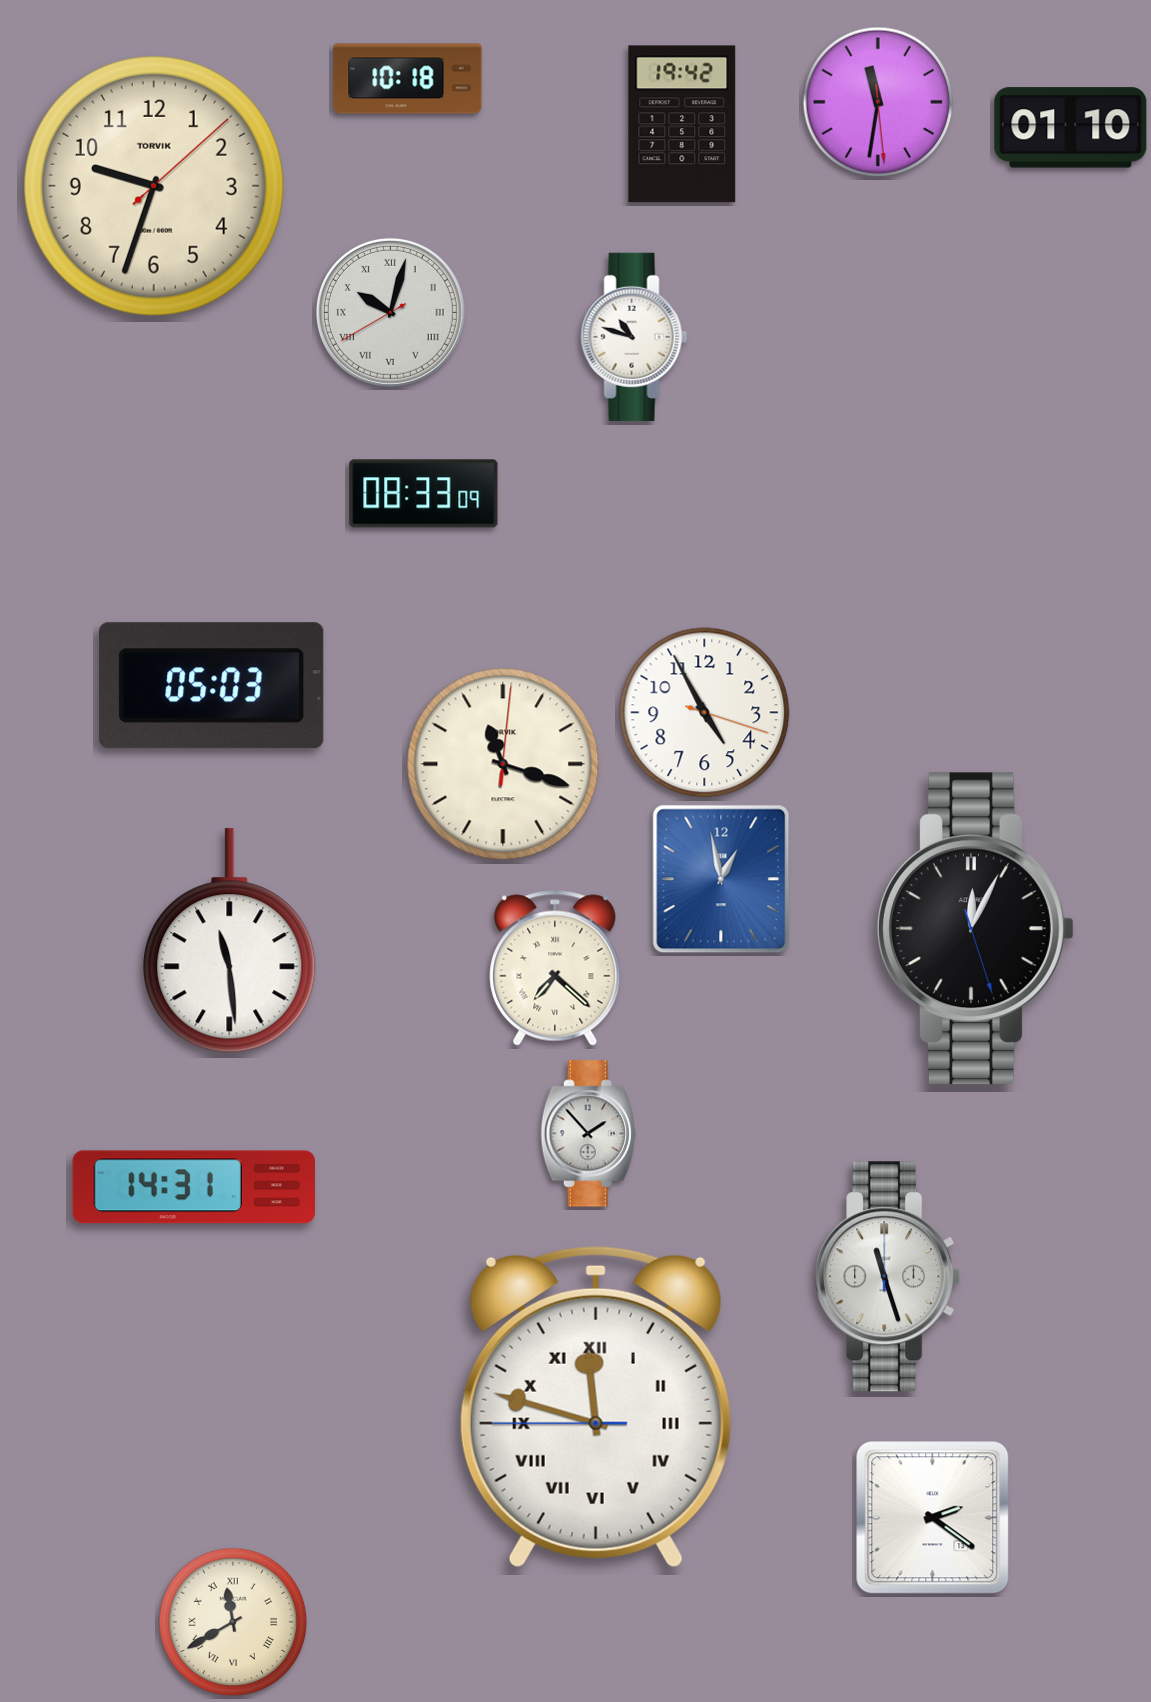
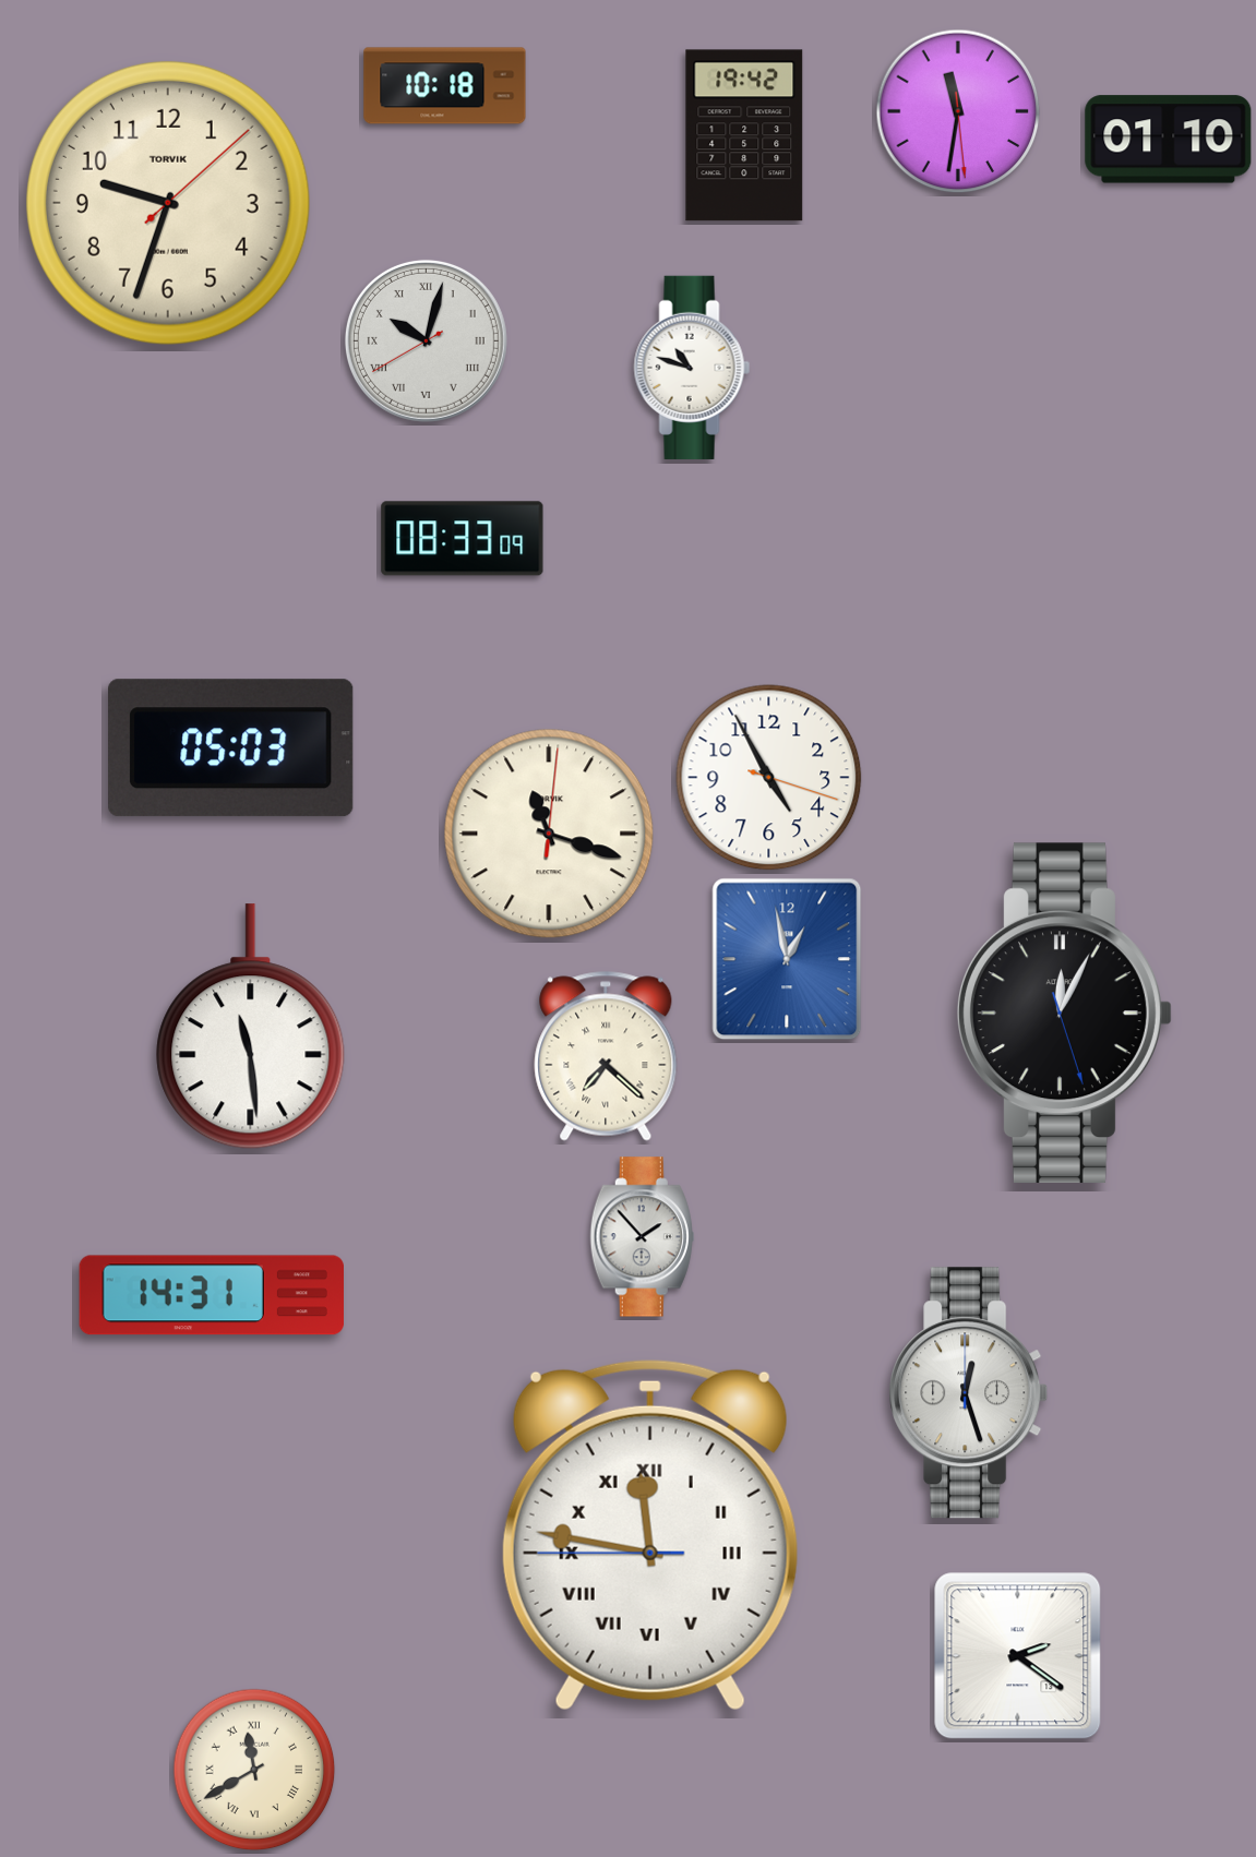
clock at (888, 1277): 11:27 -> 12:27
clock at (596, 1407): 11:47 -> 11:46
